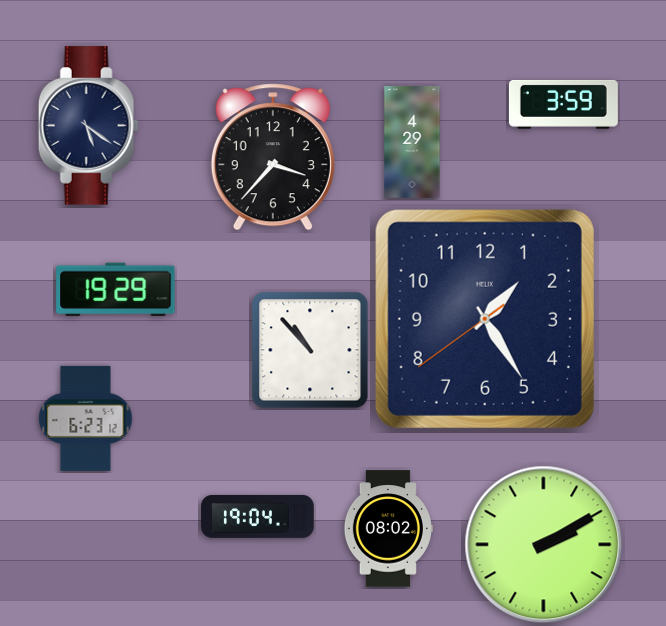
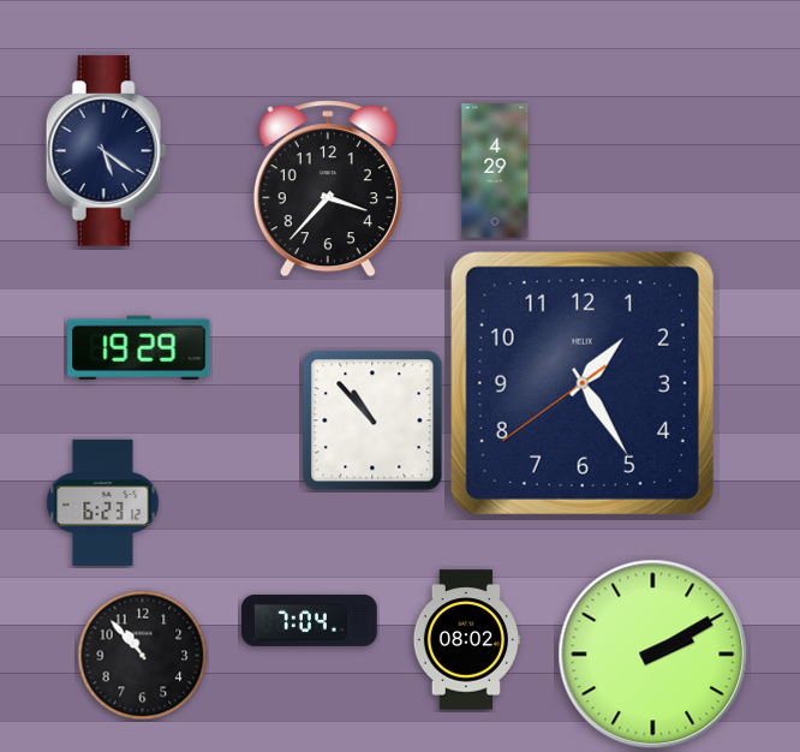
clock at (563, 104): 3:59 -> none
clock at (258, 516): 19:04 -> 7:04
clock at (388, 529) position: (388, 529) -> (466, 640)
clock at (143, 656): none -> 10:53
